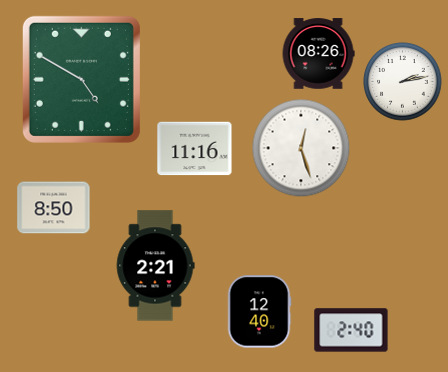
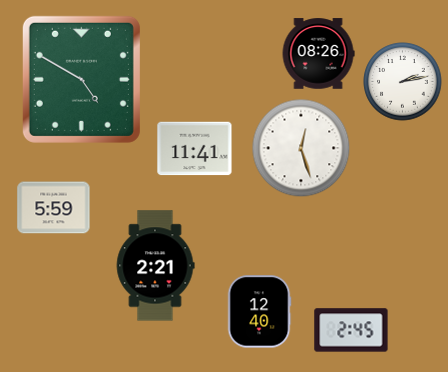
clock at (195, 149): 11:16 -> 11:41
clock at (54, 208): 8:50 -> 5:59
clock at (351, 330): 2:40 -> 2:45
